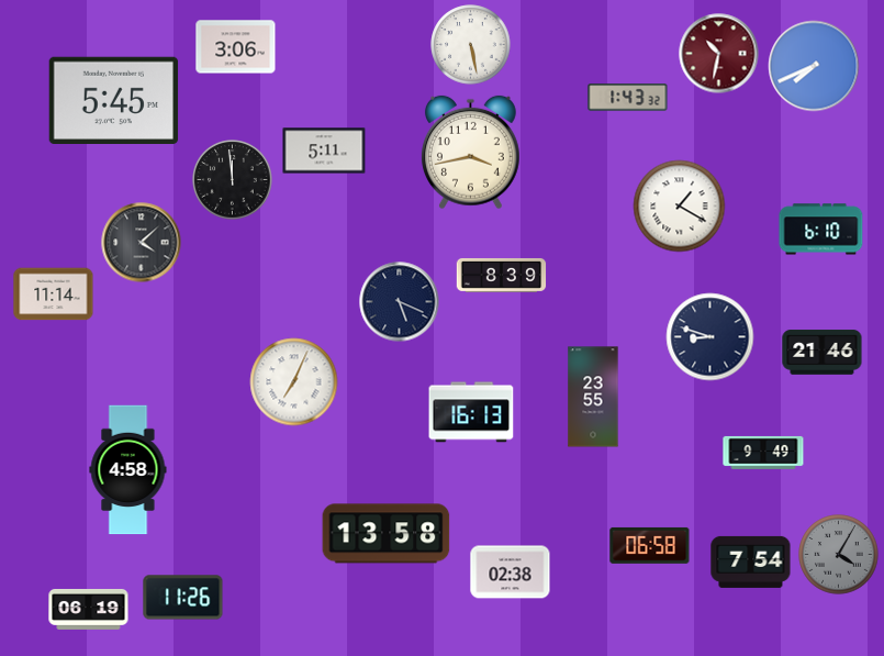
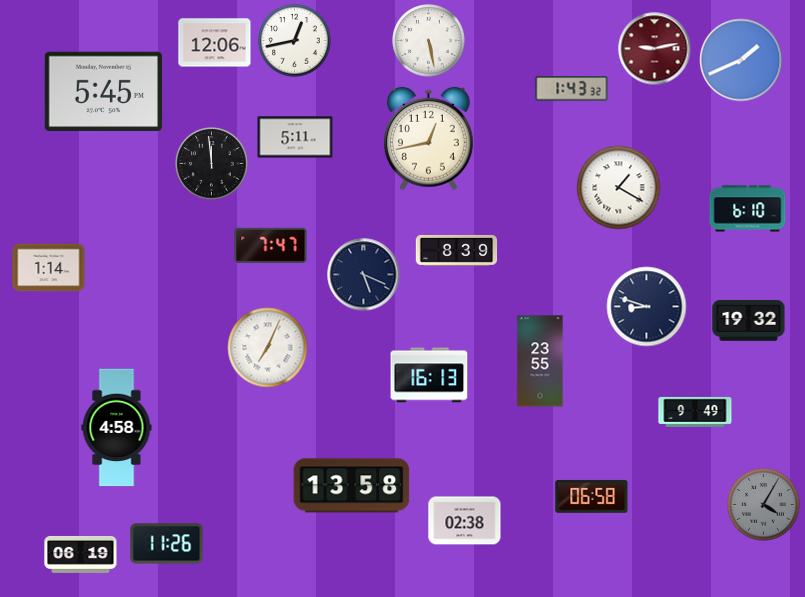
clock at (295, 41): none -> 12:43
clock at (236, 47): 3:06 -> 12:06
clock at (719, 54): 10:32 -> 9:13
clock at (814, 66): 7:41 -> 1:41
clock at (470, 153): 3:43 -> 12:43
clock at (142, 243): 4:08 -> none
clock at (271, 245): none -> 7:47
clock at (54, 294): 11:14 -> 1:14
clock at (823, 353): 21:46 -> 19:32
clock at (751, 562): 7:54 -> none
